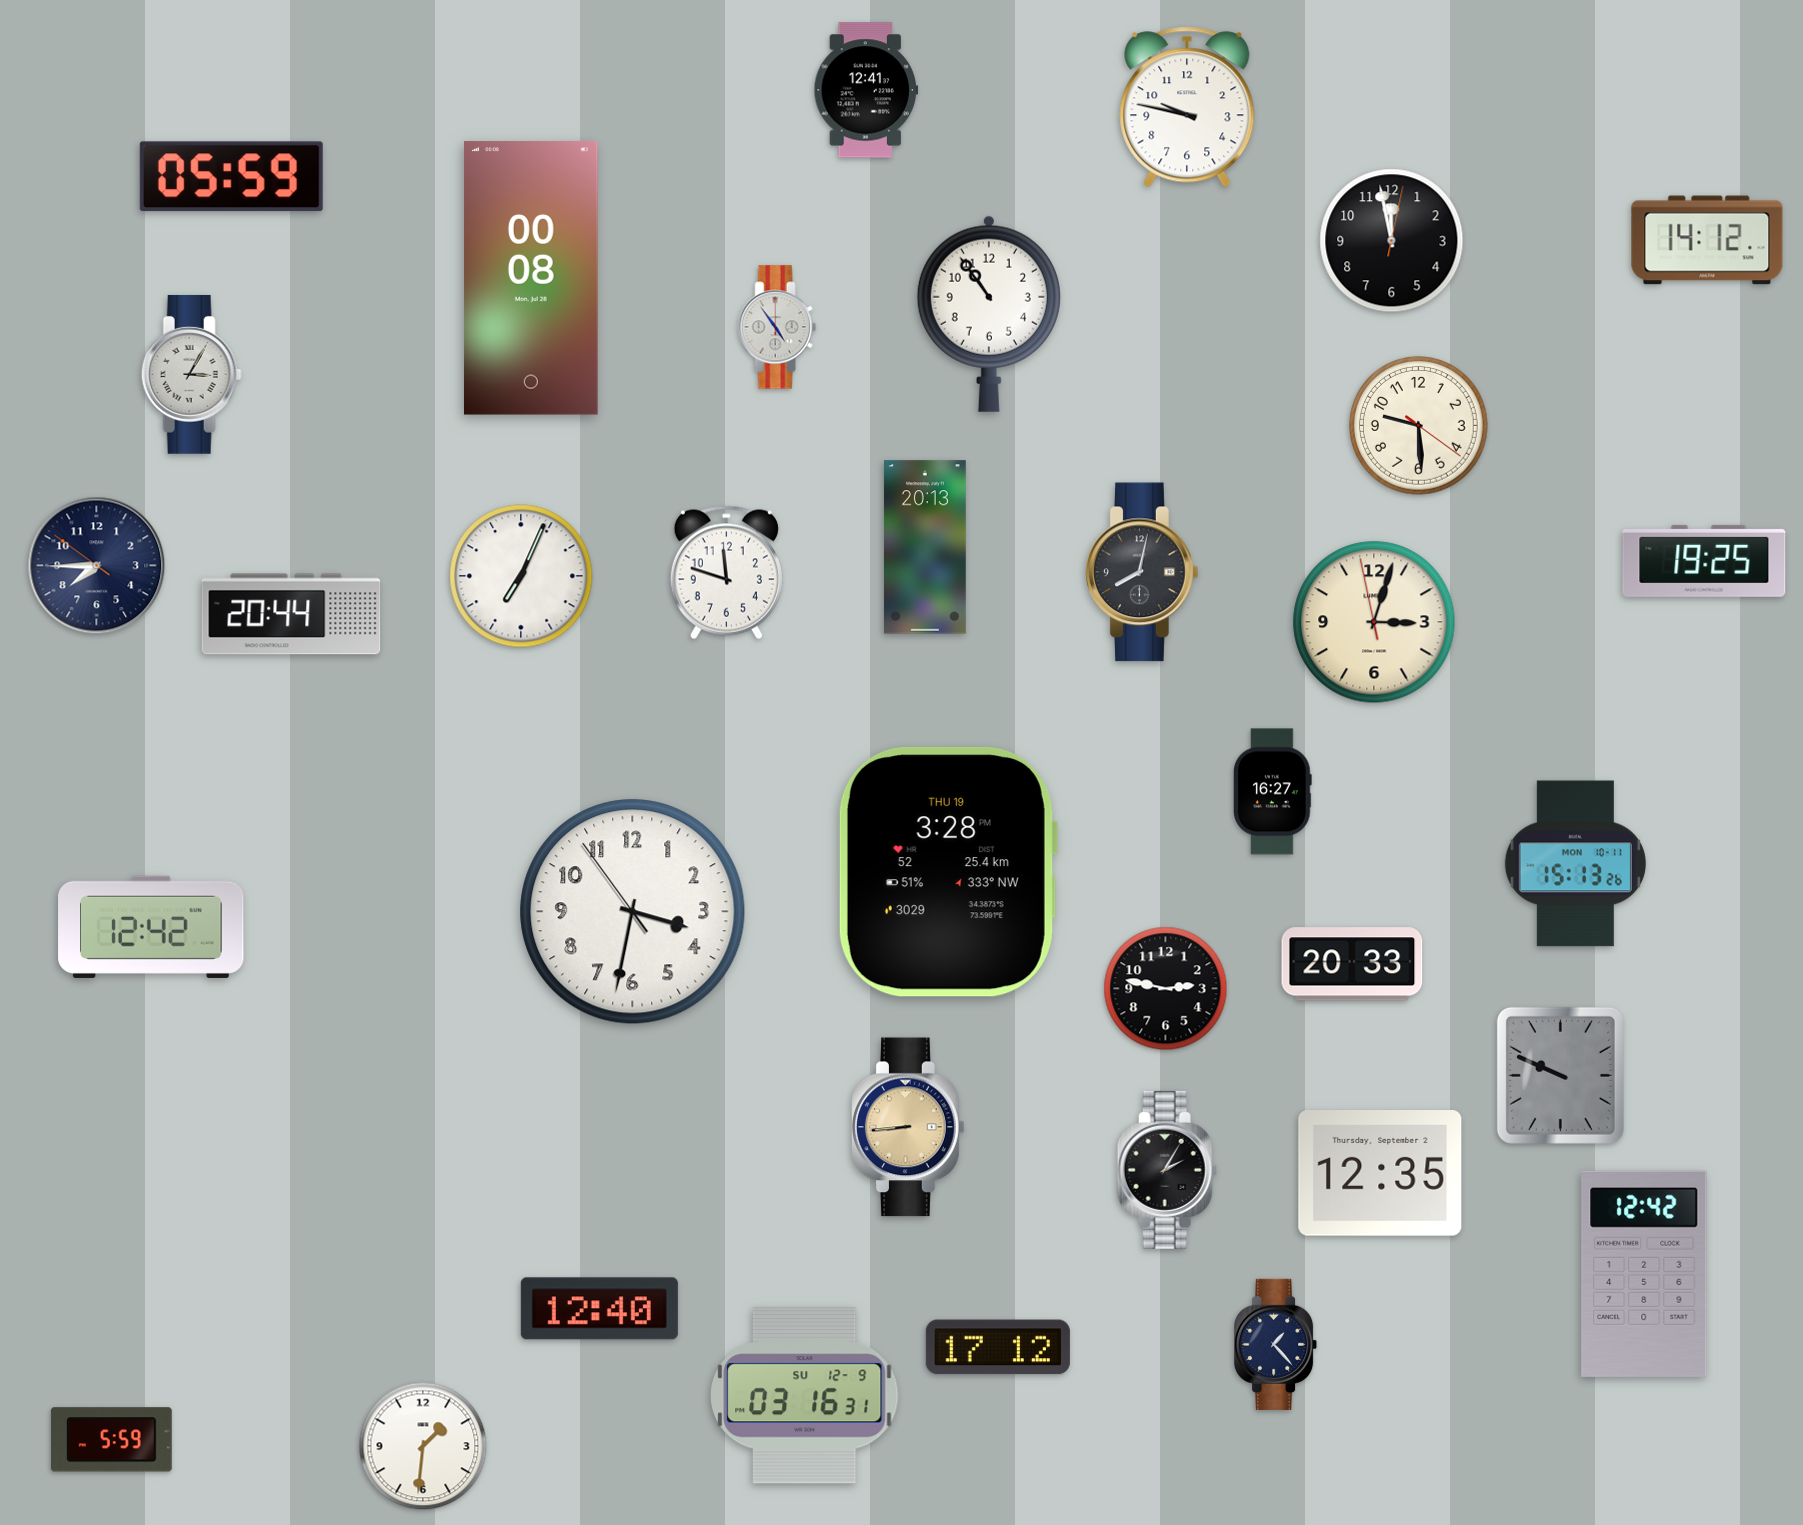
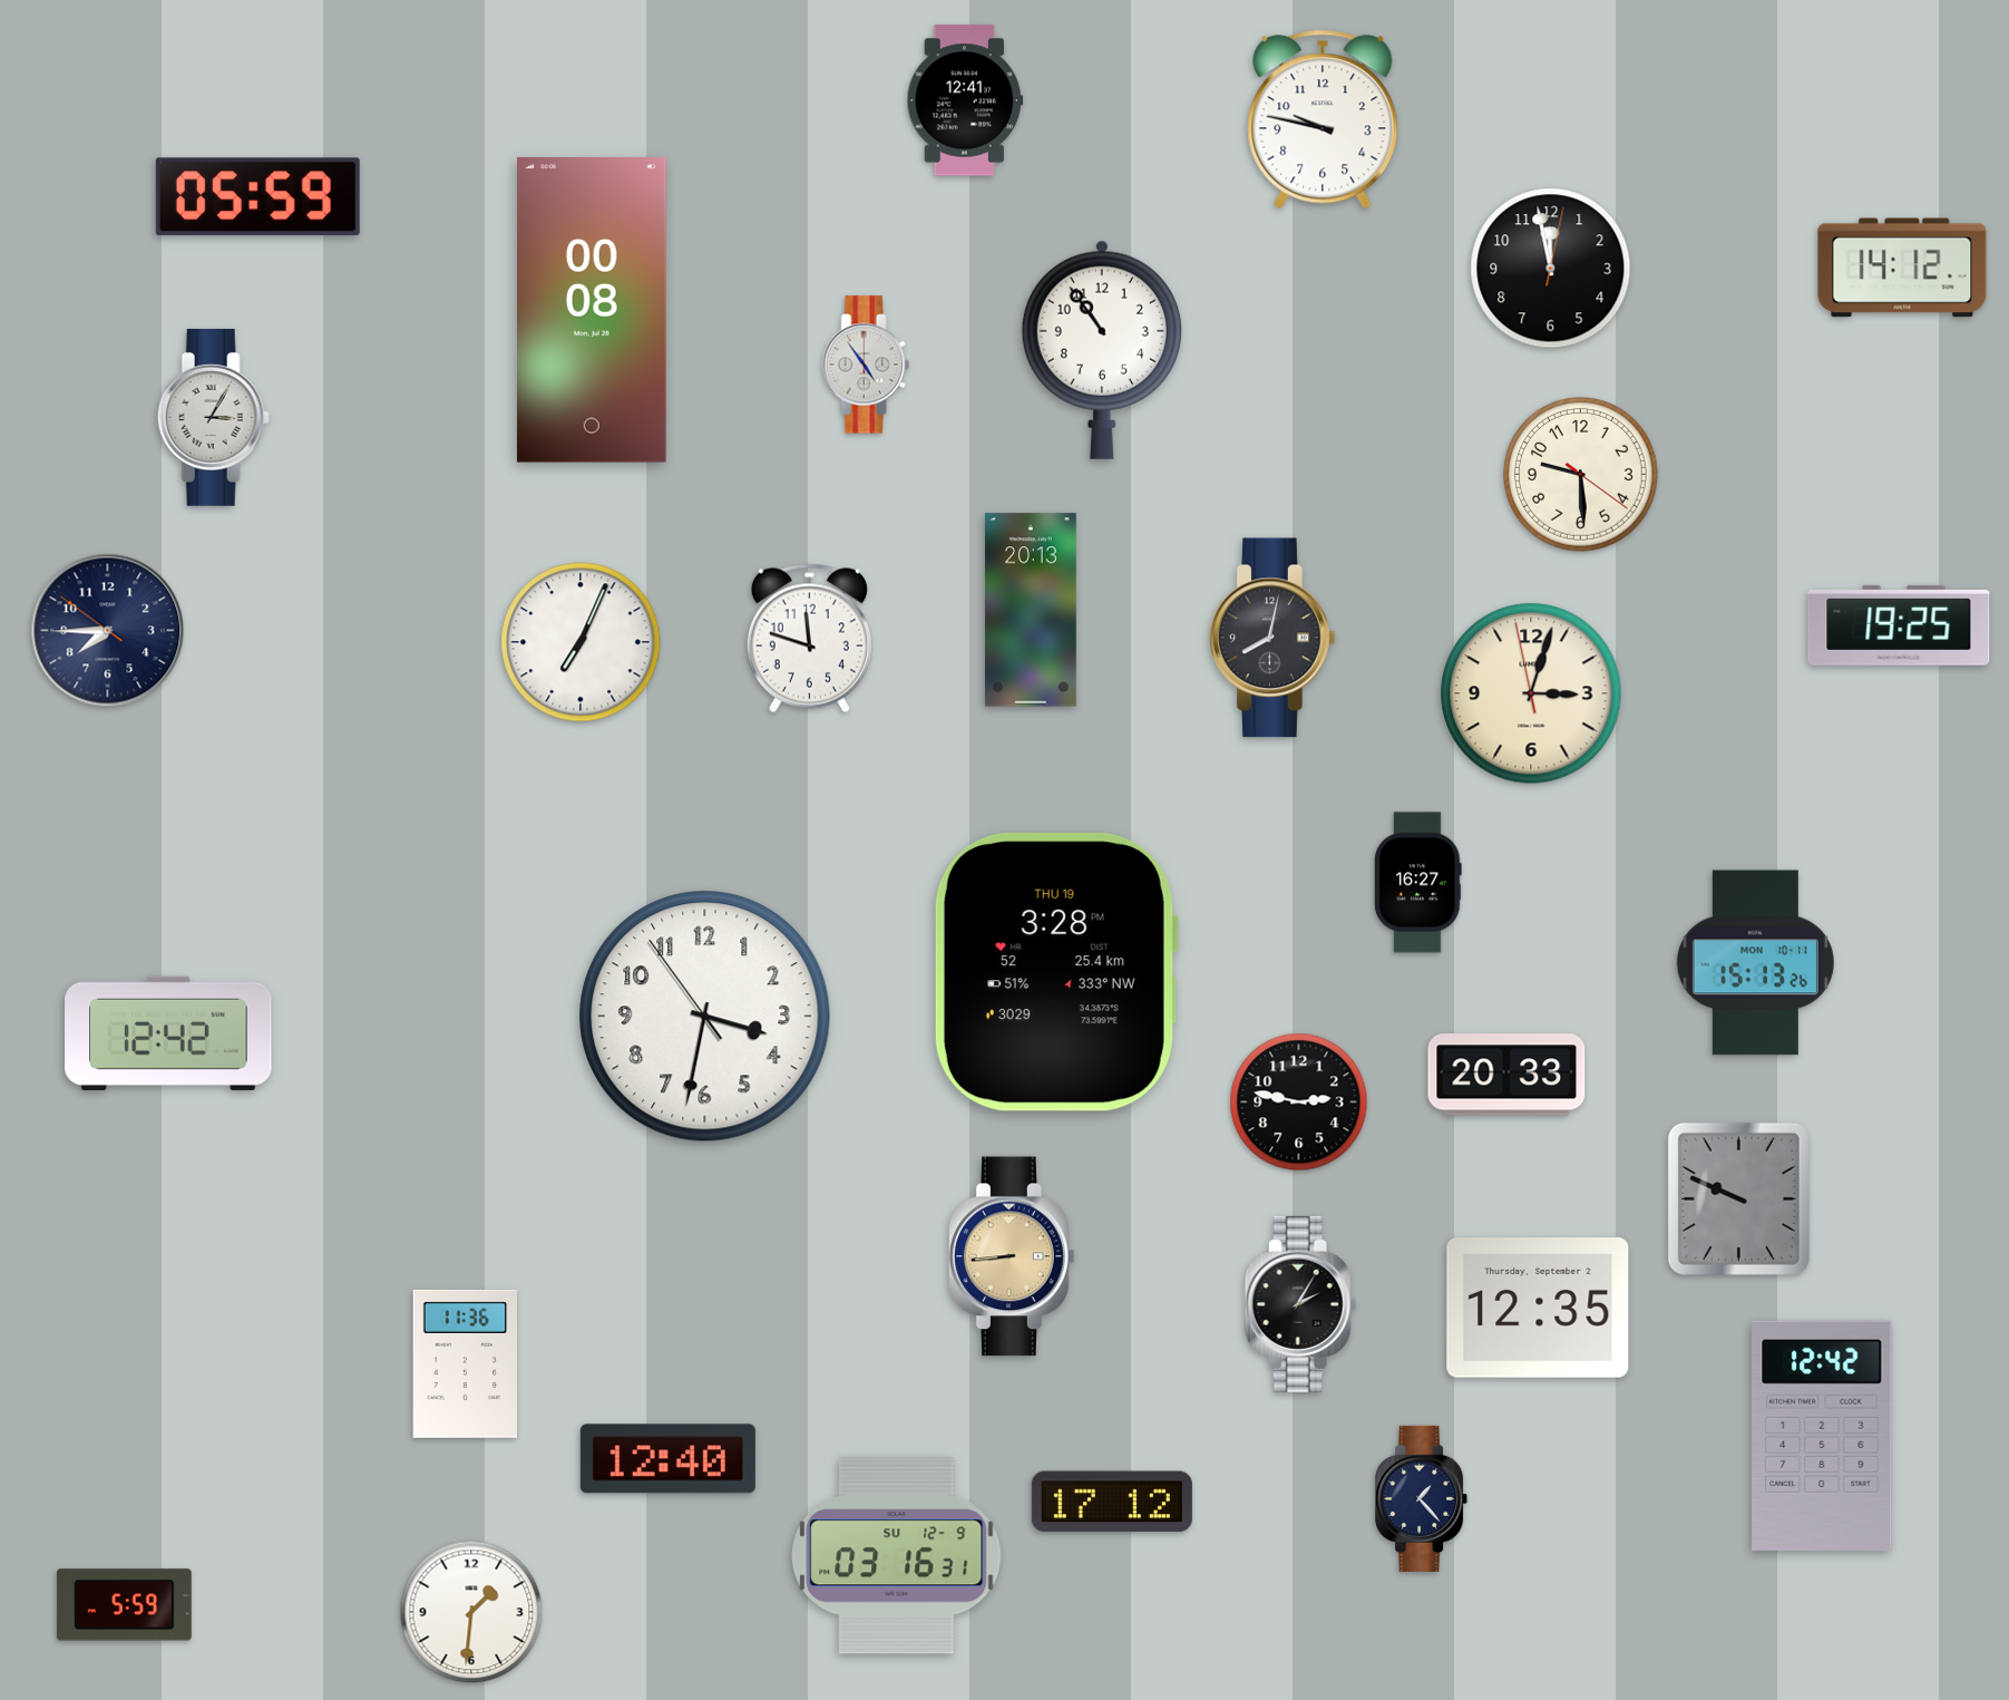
clock at (291, 614): 20:44 -> none
clock at (465, 1363): none -> 11:36
clock at (1644, 1274) position: (1644, 1274) -> (1822, 1436)
